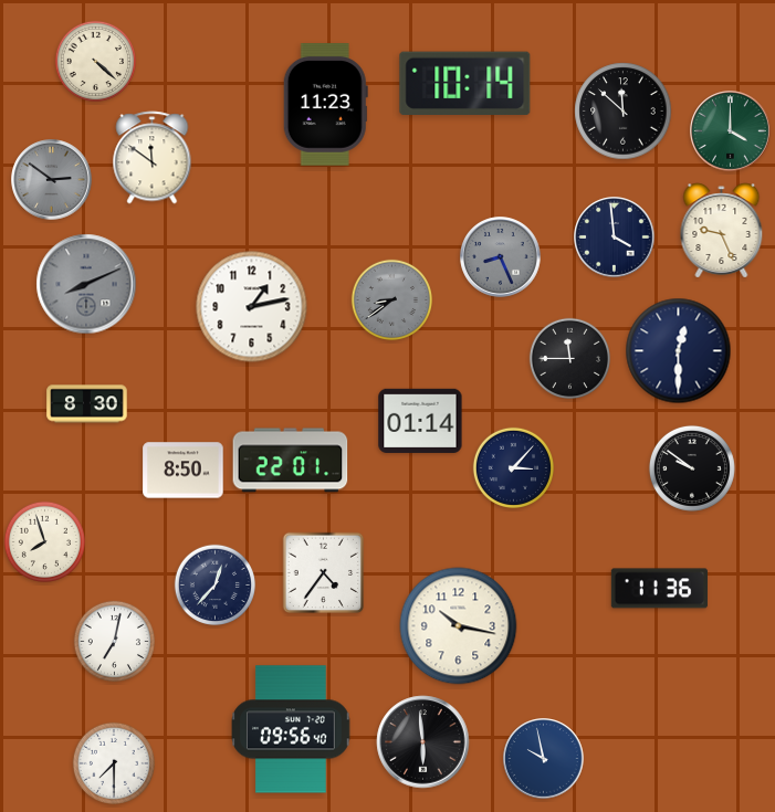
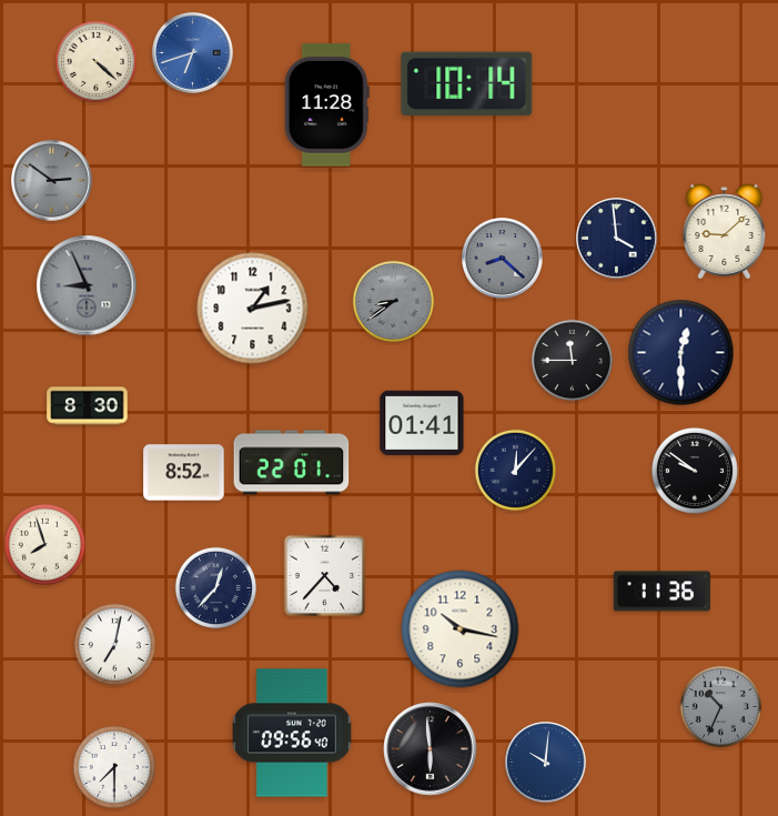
clock at (193, 53): none -> 6:42
clock at (325, 105): 11:23 -> 11:28
clock at (624, 112): 11:52 -> none
clock at (731, 131): 4:00 -> none
clock at (153, 158): 11:51 -> none
clock at (722, 231): 9:26 -> 9:08
clock at (501, 257): 8:26 -> 8:22
clock at (86, 284): 8:11 -> 8:56
clock at (420, 420): 01:14 -> 01:41
clock at (513, 467): 3:07 -> 12:07
clock at (184, 471): 8:50 -> 8:52
clock at (324, 573): 4:36 -> 4:37
clock at (720, 706): none -> 10:34
clock at (423, 742) position: (423, 742) -> (431, 749)
clock at (544, 759): 9:58 -> 10:01
